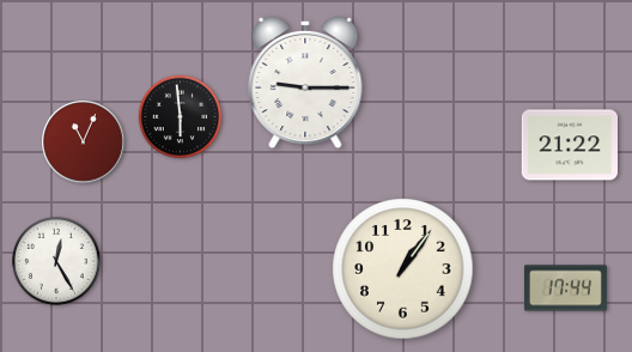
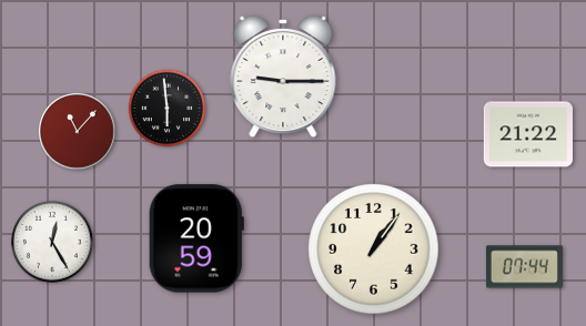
clock at (84, 142): 11:04 -> 11:07
clock at (196, 238): none -> 20:59
clock at (565, 289): 17:44 -> 07:44
